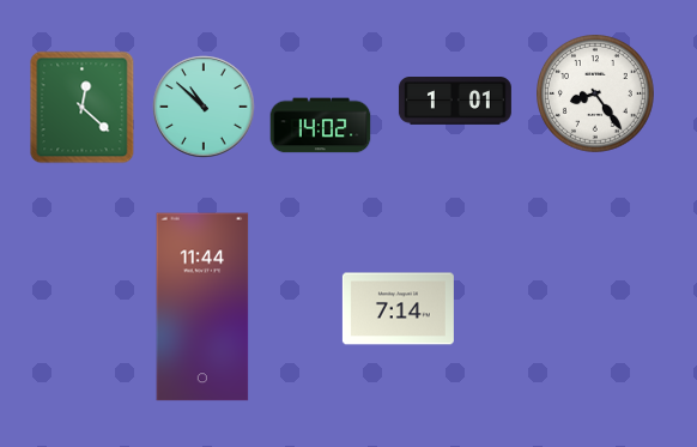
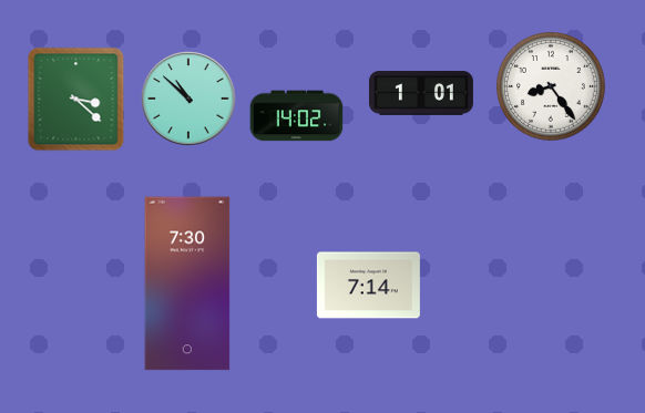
clock at (83, 108): 12:22 -> 3:22
clock at (202, 307): 11:44 -> 7:30
